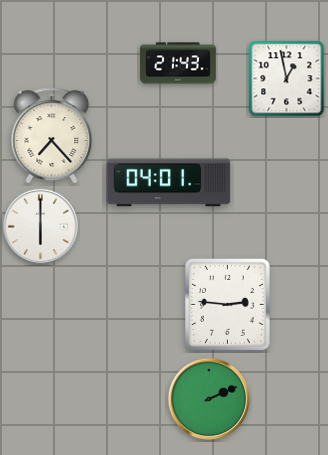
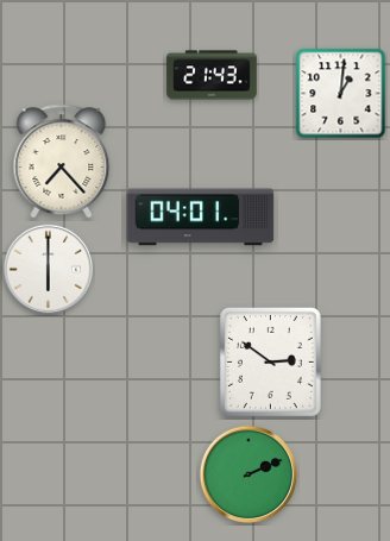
clock at (287, 79): 12:58 -> 1:01
clock at (227, 304): 2:46 -> 2:51
